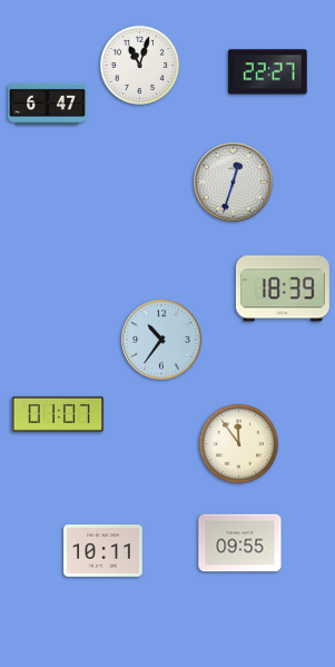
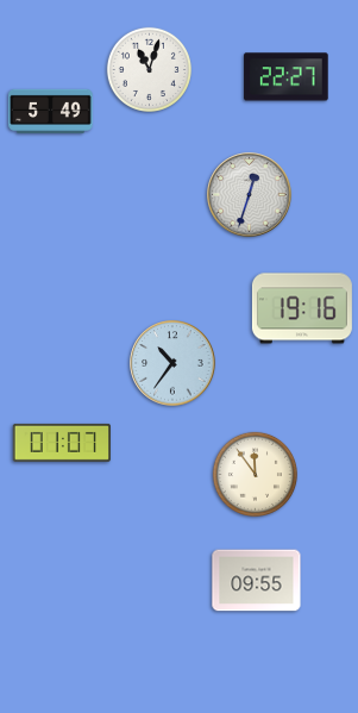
clock at (48, 104): 6:47 -> 5:49
clock at (283, 288): 18:39 -> 19:16
clock at (104, 551): 10:11 -> none
